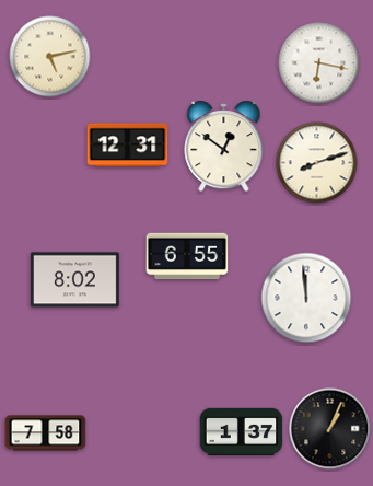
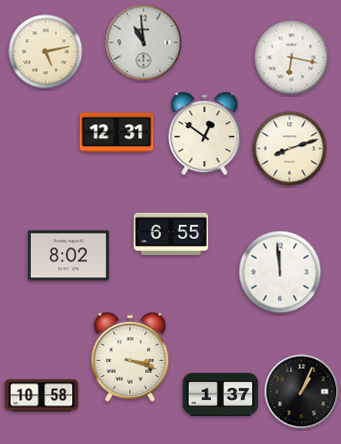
clock at (144, 43): none -> 10:59
clock at (130, 357): none -> 3:18
clock at (46, 433): 7:58 -> 10:58
